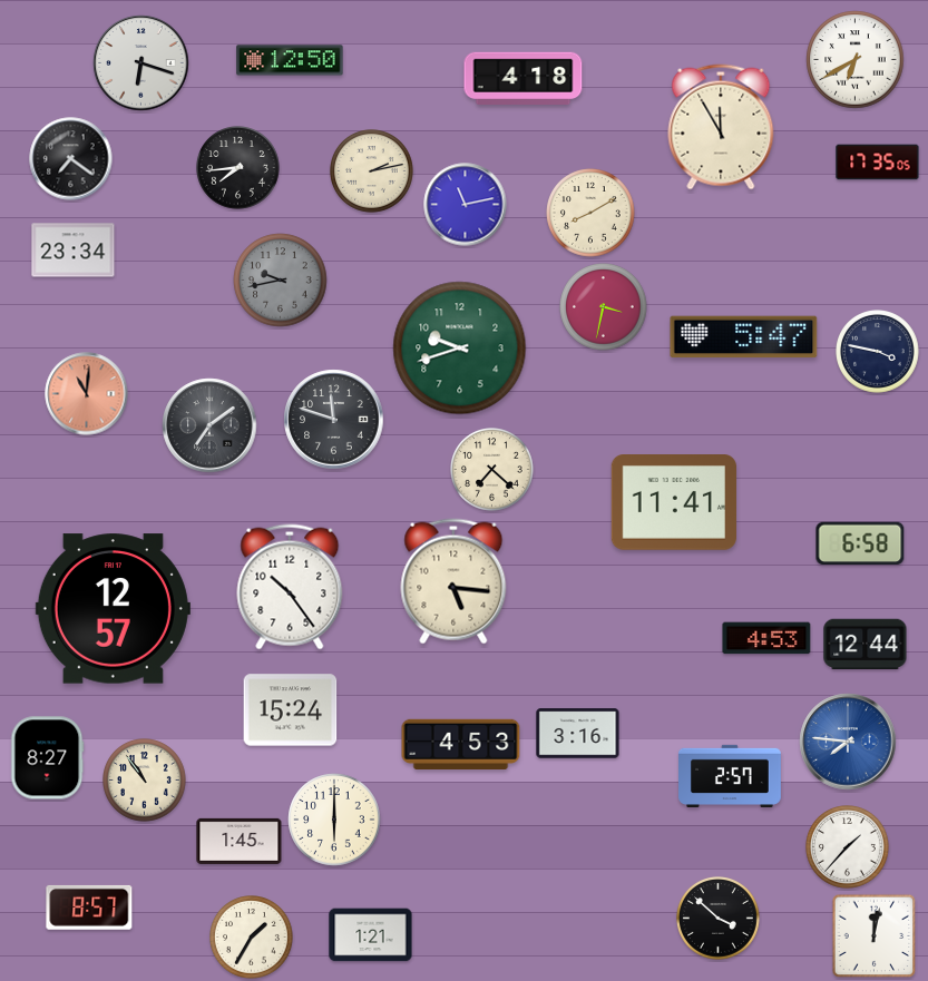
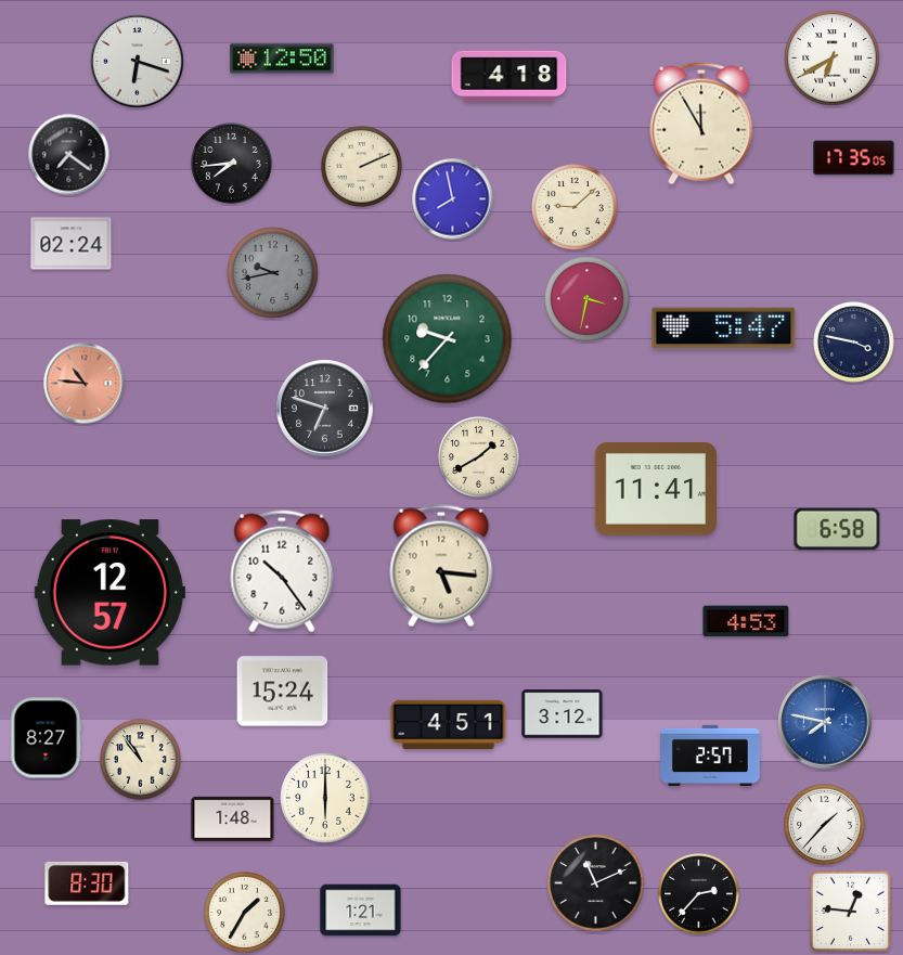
clock at (372, 171): 2:13 -> 2:11
clock at (466, 205): 11:13 -> 7:58
clock at (590, 213): 8:10 -> 9:08
clock at (74, 251): 23:34 -> 02:24
clock at (460, 349): 9:42 -> 9:37
clock at (87, 394): 11:01 -> 10:46
clock at (334, 420): 11:48 -> 6:48
clock at (209, 425): 7:09 -> none
clock at (492, 470): 7:22 -> 1:40
clock at (866, 645): 12:44 -> none
clock at (578, 734): 3:16 -> 3:12
clock at (848, 742): 7:46 -> 7:47
clock at (461, 744): 4:53 -> 4:51
clock at (240, 841): 1:45 -> 1:48
clock at (89, 908): 8:57 -> 8:30
clock at (596, 883): none -> 11:11
clock at (719, 919): 3:52 -> 2:37
clock at (875, 936): 12:02 -> 12:46
